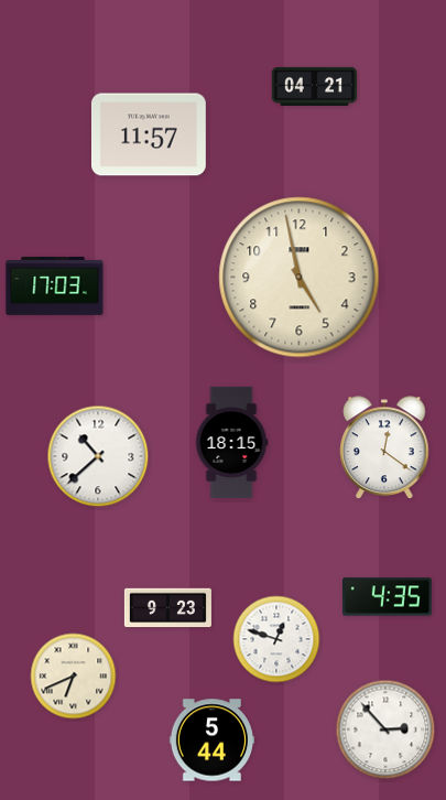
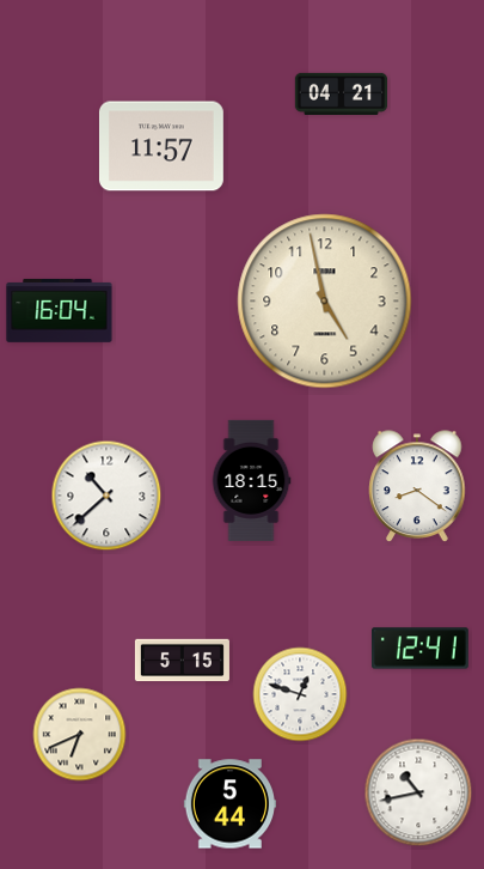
clock at (55, 285): 17:03 -> 16:04
clock at (384, 447): 12:21 -> 8:21
clock at (387, 597): 4:35 -> 12:41
clock at (167, 608): 9:23 -> 5:15
clock at (385, 729): 2:53 -> 10:43
